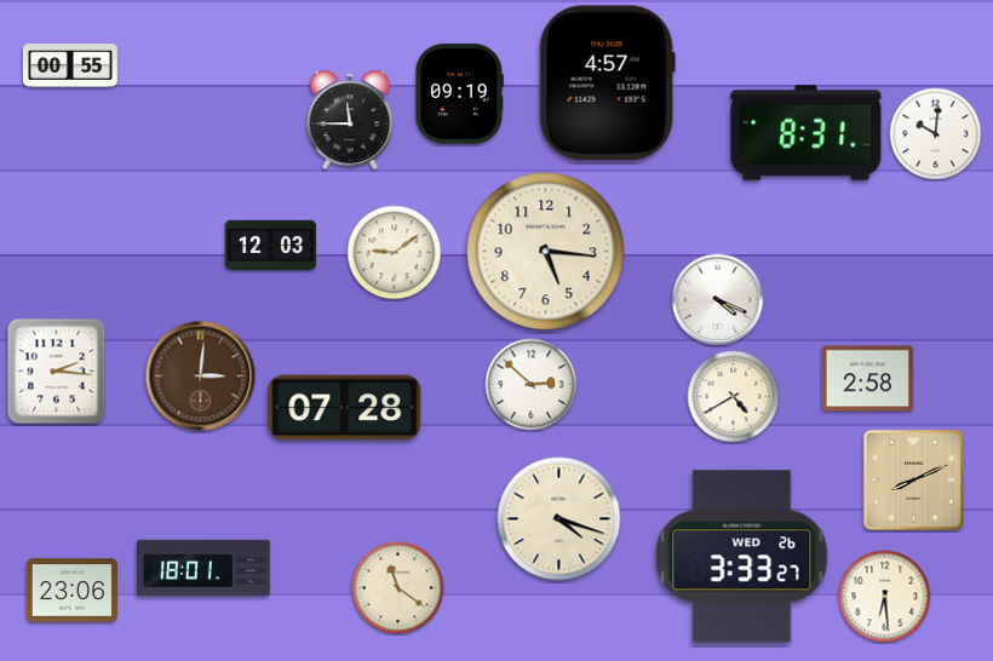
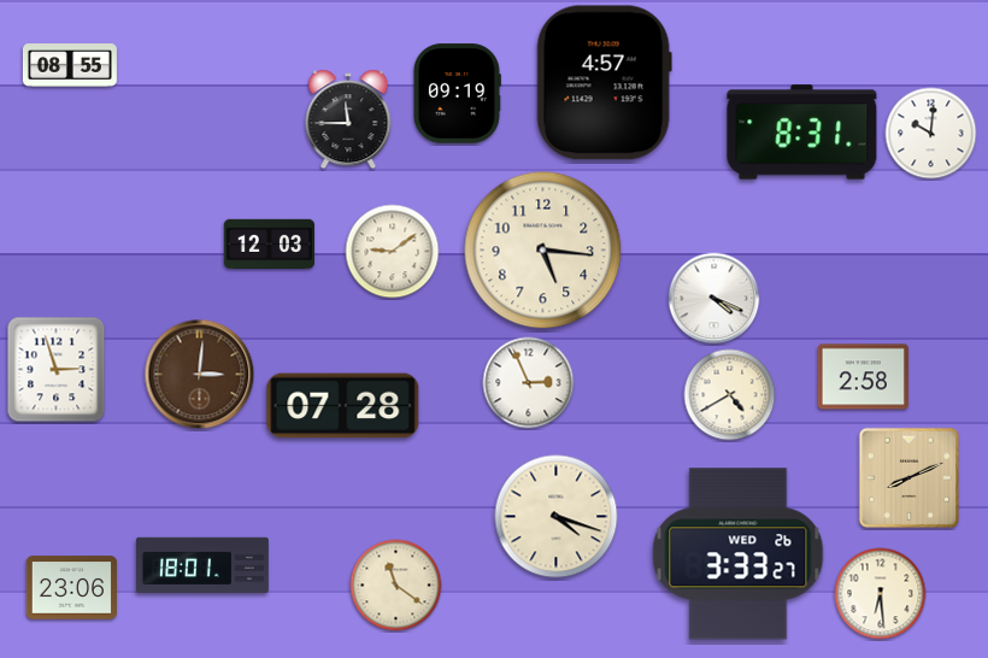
clock at (70, 67): 00:55 -> 08:55
clock at (57, 372): 2:16 -> 2:57
clock at (532, 385): 2:52 -> 2:56
